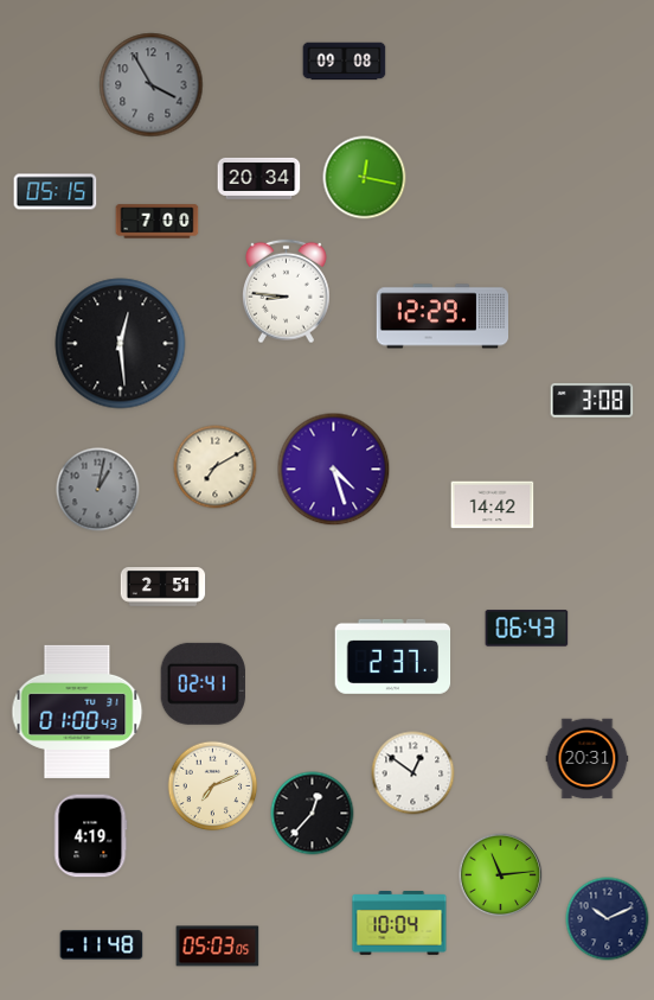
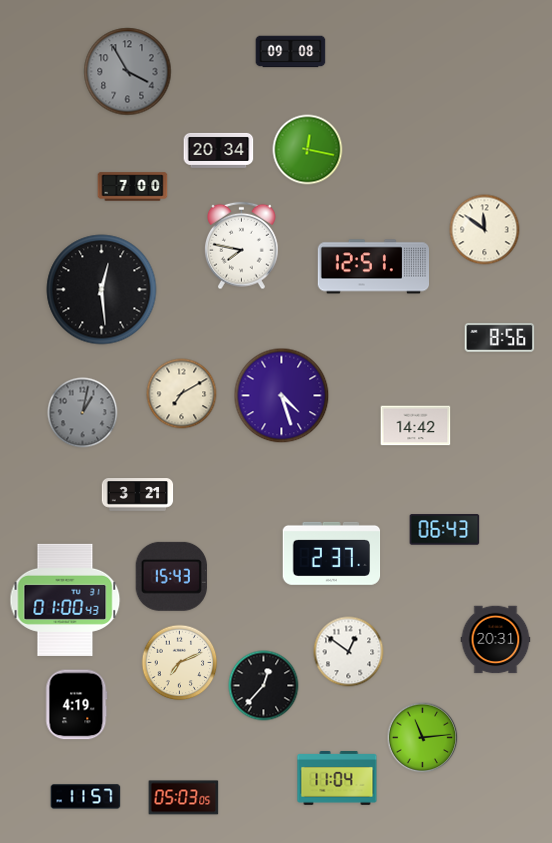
clock at (56, 192): 05:15 -> none
clock at (485, 230): none -> 11:51
clock at (287, 292): 8:46 -> 7:47
clock at (442, 317): 12:29 -> 12:51
clock at (592, 400): 3:08 -> 8:56
clock at (163, 587): 2:51 -> 3:21
clock at (203, 683): 02:41 -> 15:43
clock at (608, 919): 10:11 -> none
clock at (399, 924): 10:04 -> 11:04
clock at (102, 945): 11:48 -> 11:57
